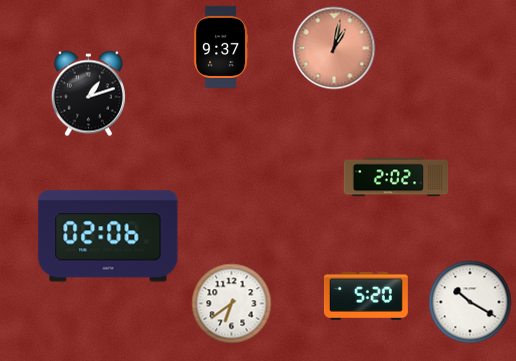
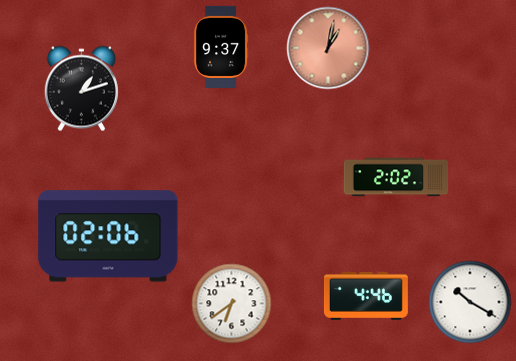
clock at (334, 48) position: (334, 48) -> (328, 48)
clock at (88, 94) position: (88, 94) -> (81, 89)
clock at (366, 296): 5:20 -> 4:46
